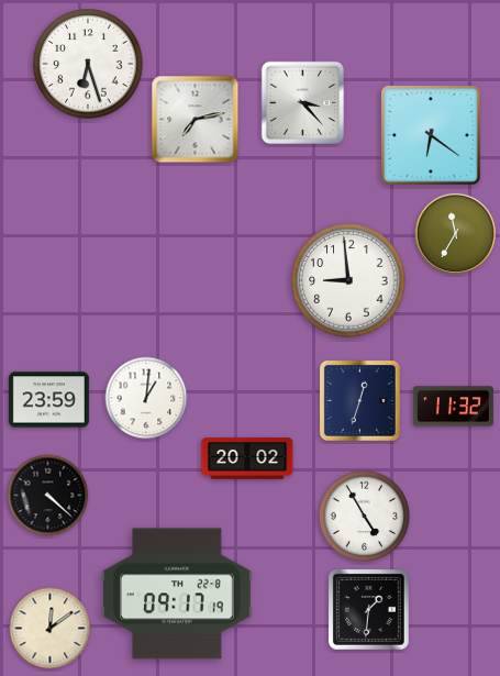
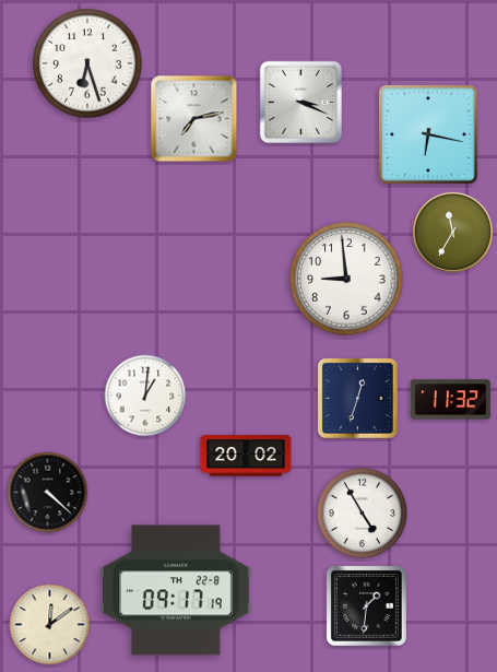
clock at (303, 103): 3:23 -> 3:19
clock at (432, 136): 6:21 -> 6:17
clock at (48, 400): 23:59 -> none
clock at (453, 407) position: (453, 407) -> (450, 400)
